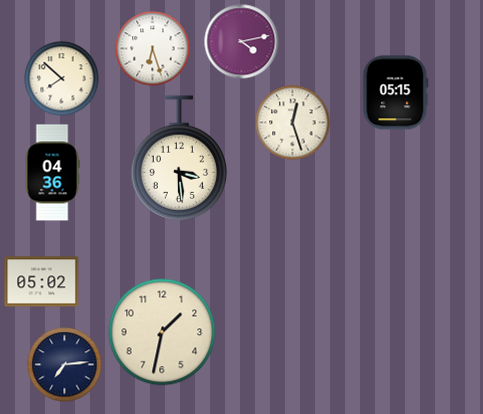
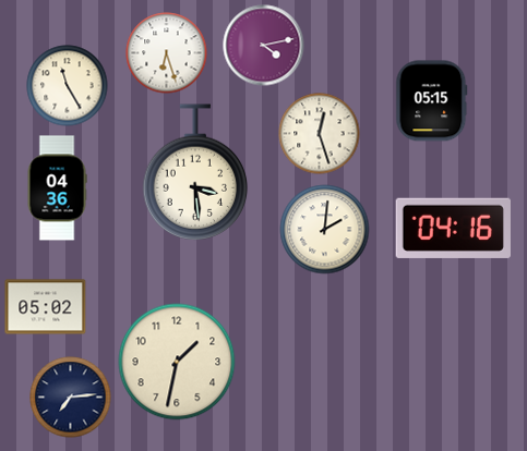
clock at (62, 79): 7:52 -> 11:25
clock at (453, 228): none -> 04:16
clock at (325, 230): none -> 2:01
